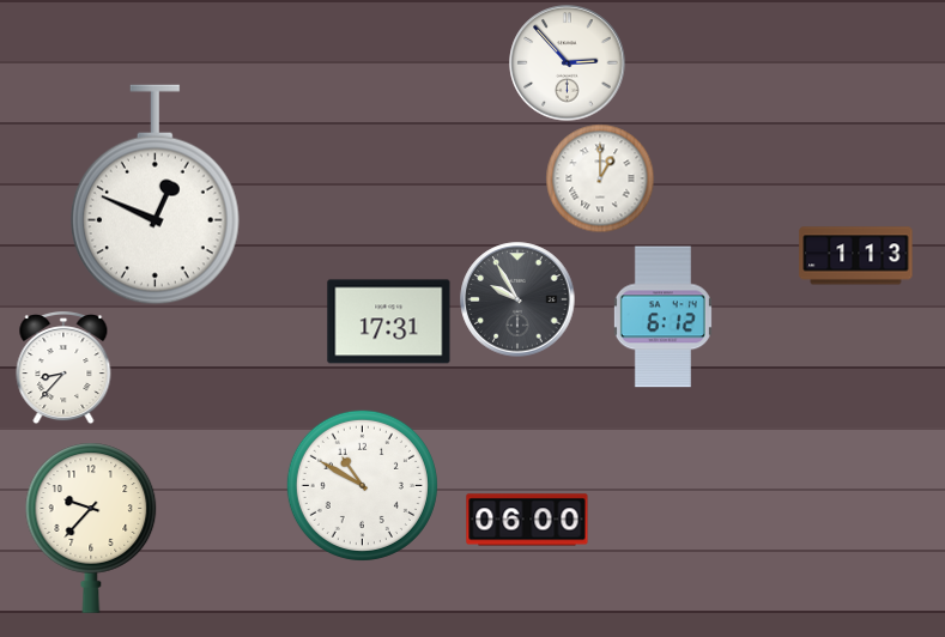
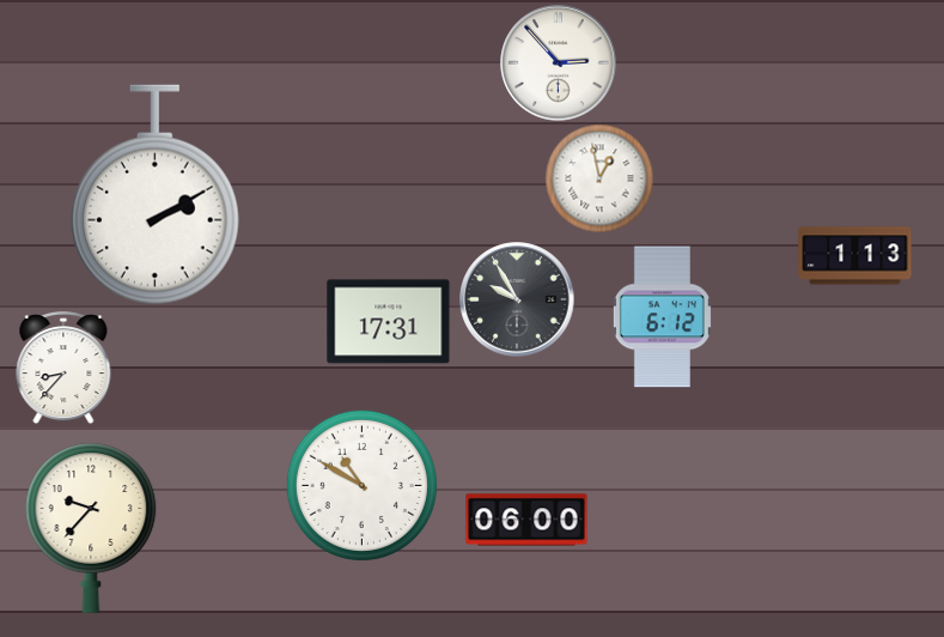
clock at (568, 63) position: (568, 63) -> (559, 63)
clock at (600, 178): 1:00 -> 12:58
clock at (155, 195): 12:49 -> 2:10
